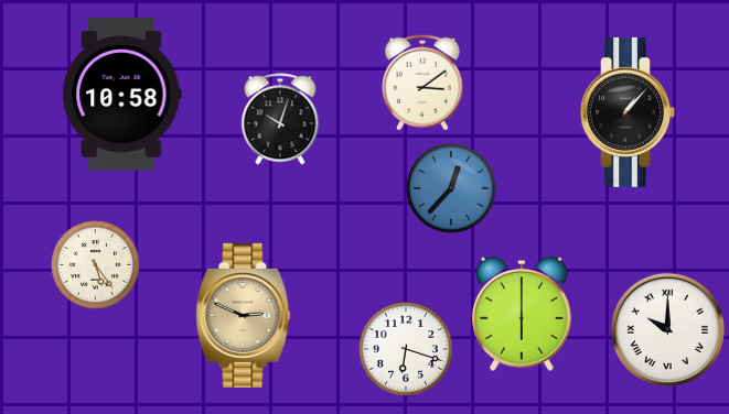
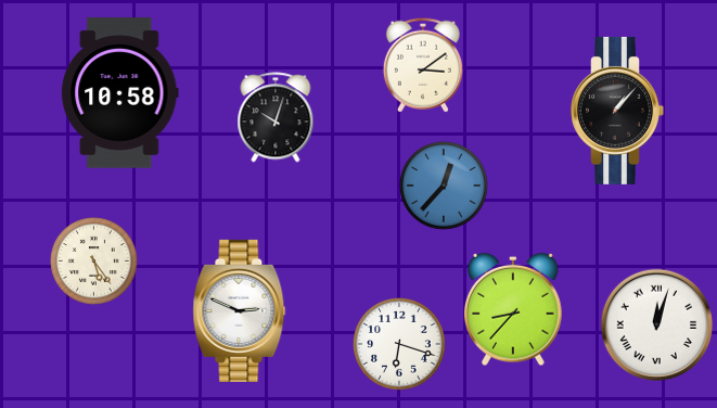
clock at (422, 83) position: (422, 83) -> (423, 65)
clock at (523, 314): 6:00 -> 8:37
clock at (244, 315) dial: champagne -> white
clock at (668, 330): 10:00 -> 12:03
